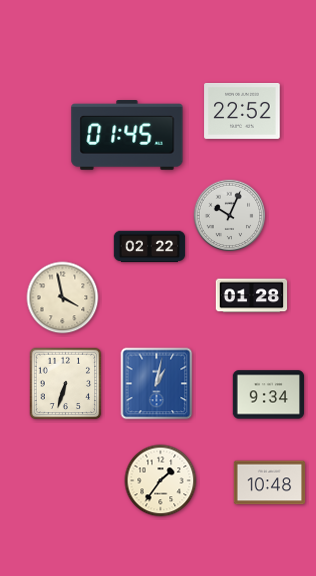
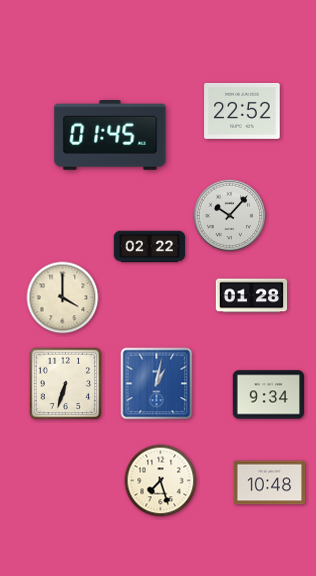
clock at (127, 136) position: (127, 136) -> (110, 136)
clock at (230, 216): 10:04 -> 10:07
clock at (63, 298): 3:58 -> 4:00
clock at (161, 481): 1:36 -> 7:27
